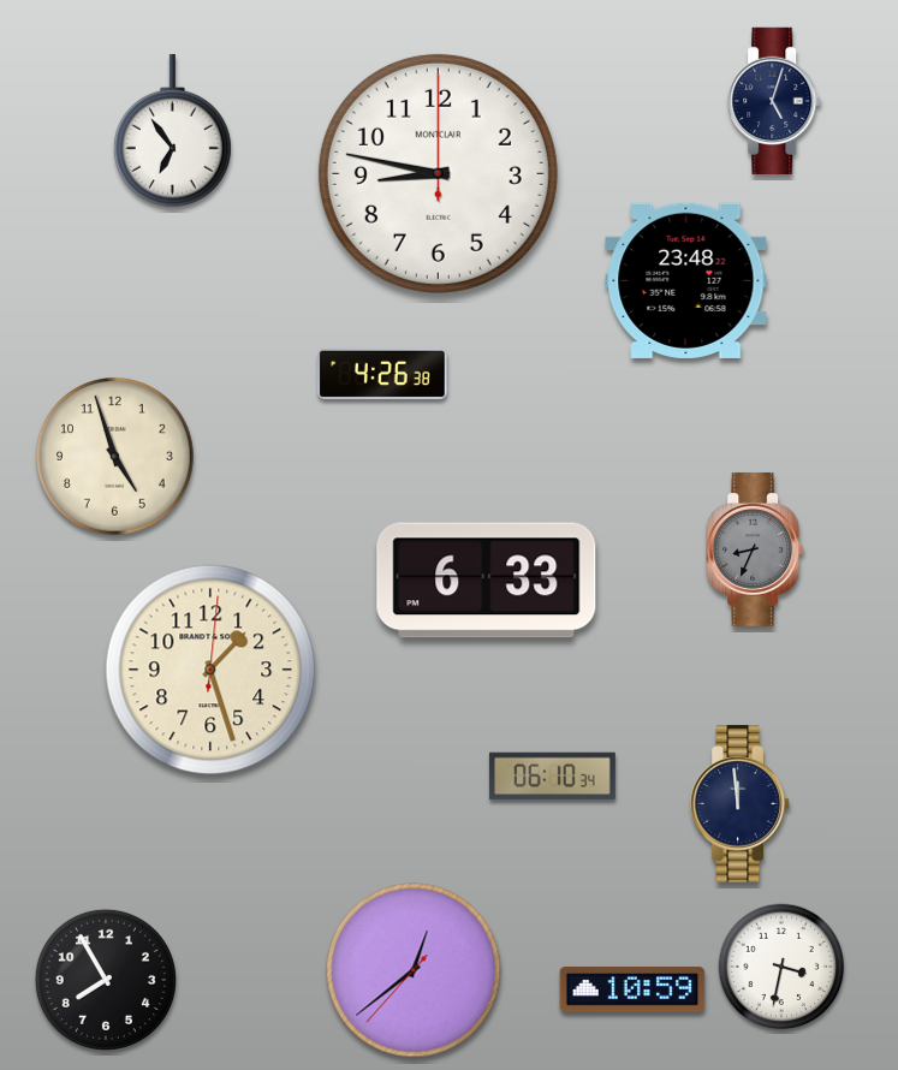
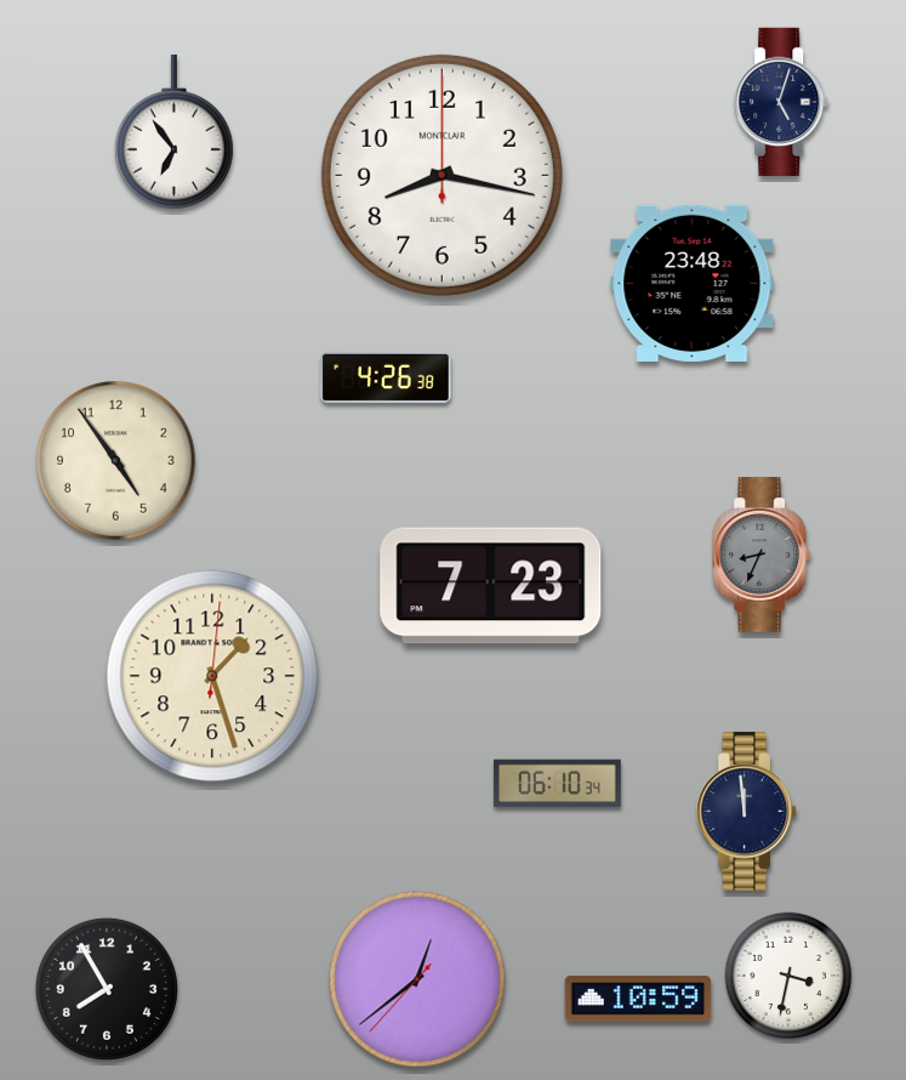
clock at (438, 173): 8:47 -> 8:17
clock at (115, 457): 4:57 -> 4:54
clock at (487, 581): 6:33 -> 7:23
